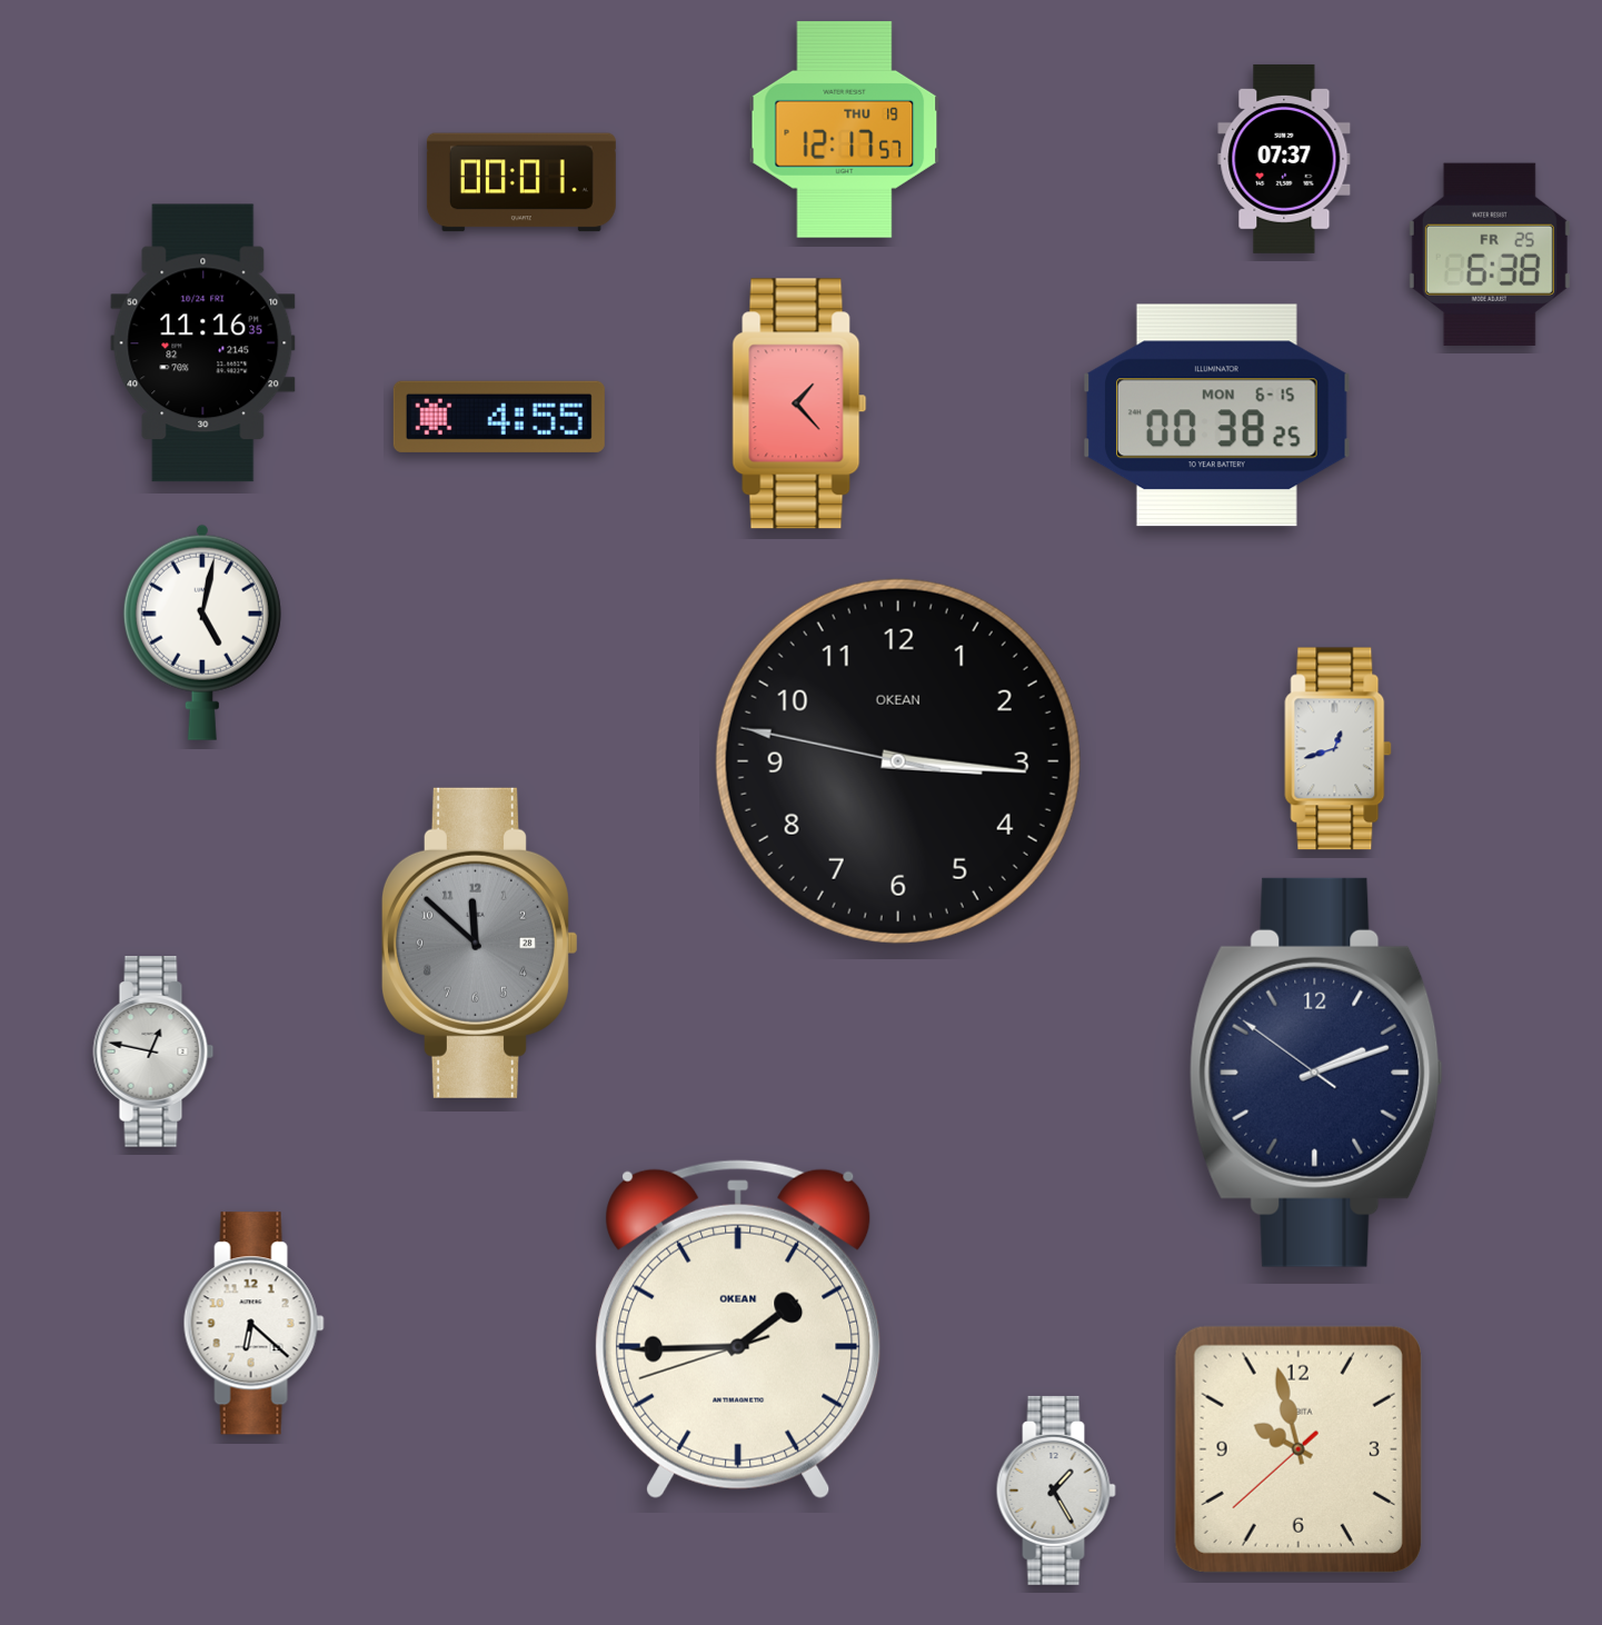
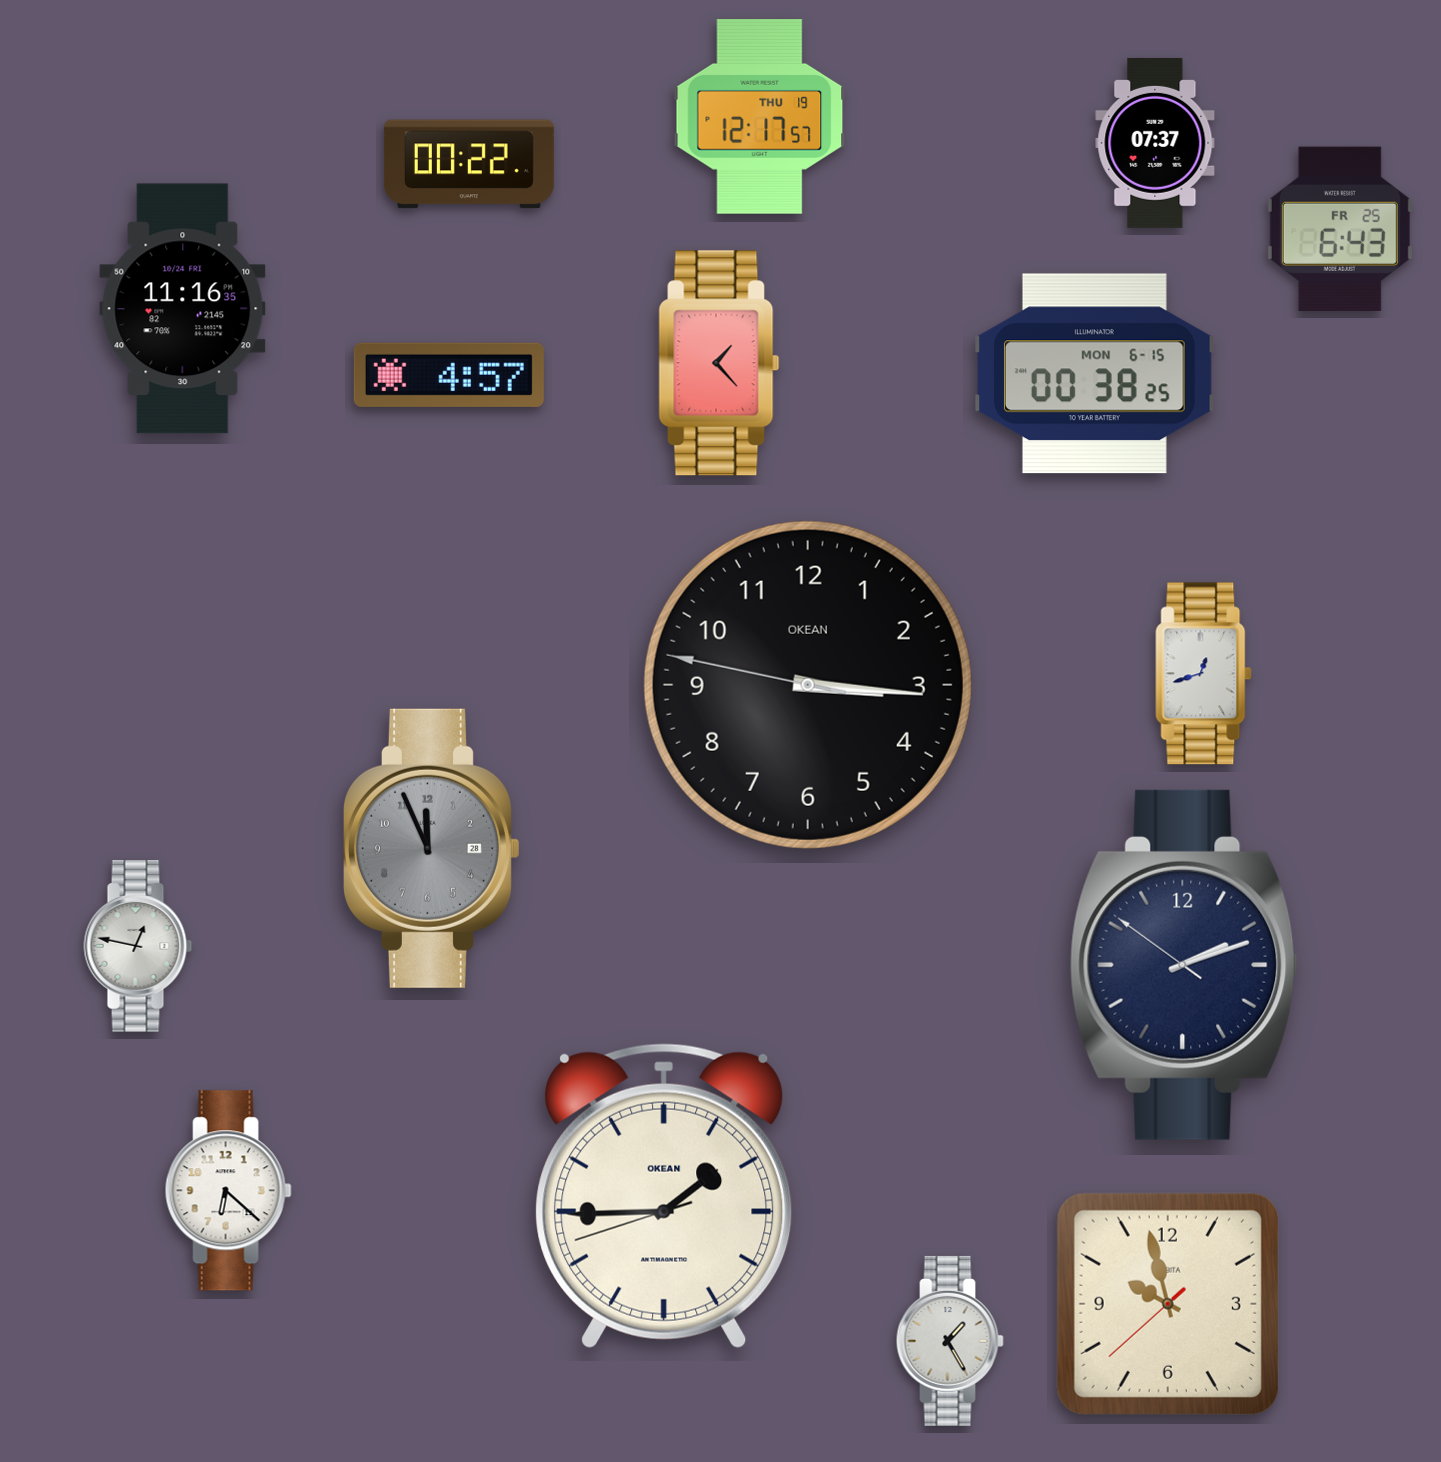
clock at (521, 182): 00:01 -> 00:22
clock at (1490, 255): 6:38 -> 6:43
clock at (499, 417): 4:55 -> 4:57
clock at (202, 632): 5:02 -> none
clock at (479, 943): 11:52 -> 11:56
